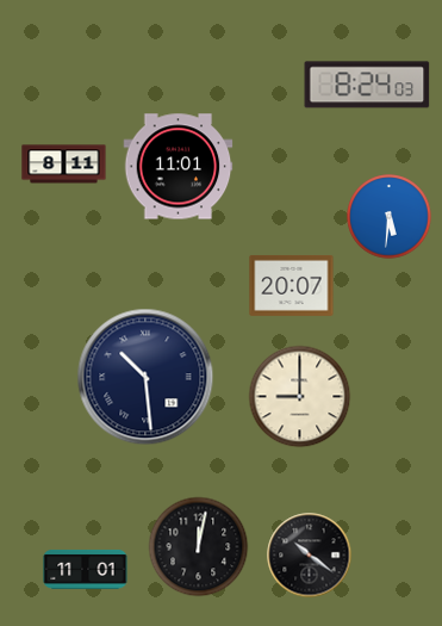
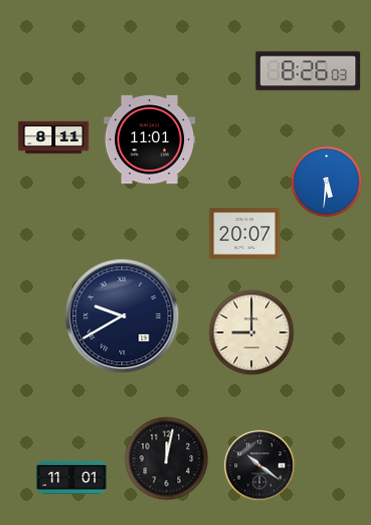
clock at (367, 85): 8:24 -> 8:26
clock at (292, 285) position: (292, 285) -> (245, 233)
clock at (145, 377): 10:29 -> 9:40
